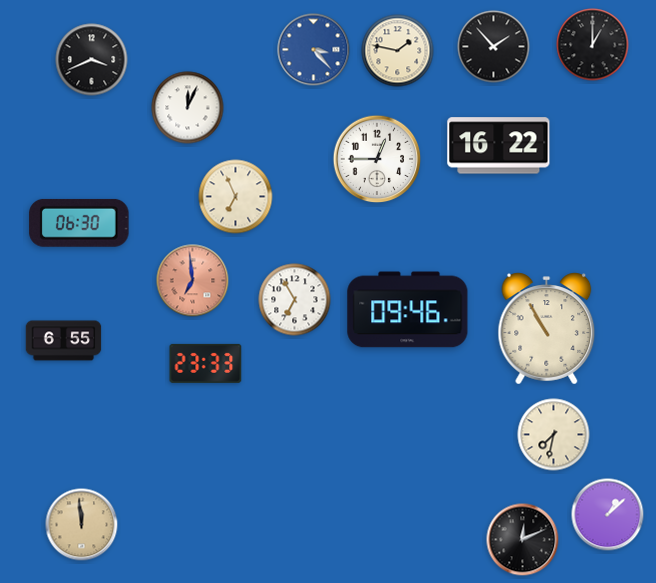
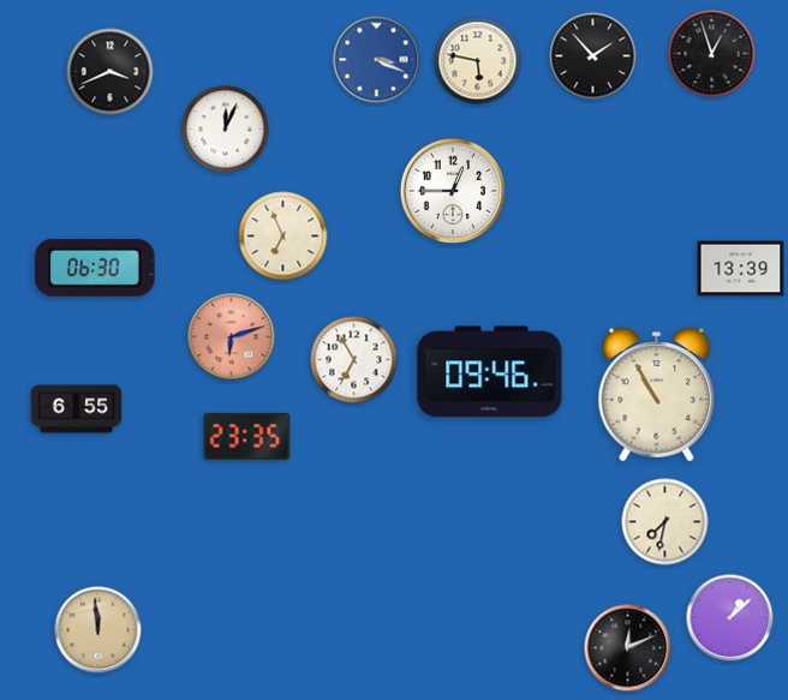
clock at (593, 45): 1:00 -> 12:57
clock at (314, 50): 3:23 -> 3:19
clock at (398, 51): 1:47 -> 5:47
clock at (499, 146): 16:22 -> none
clock at (741, 269): none -> 13:39
clock at (193, 281): 6:59 -> 6:12
clock at (206, 363): 23:33 -> 23:35
